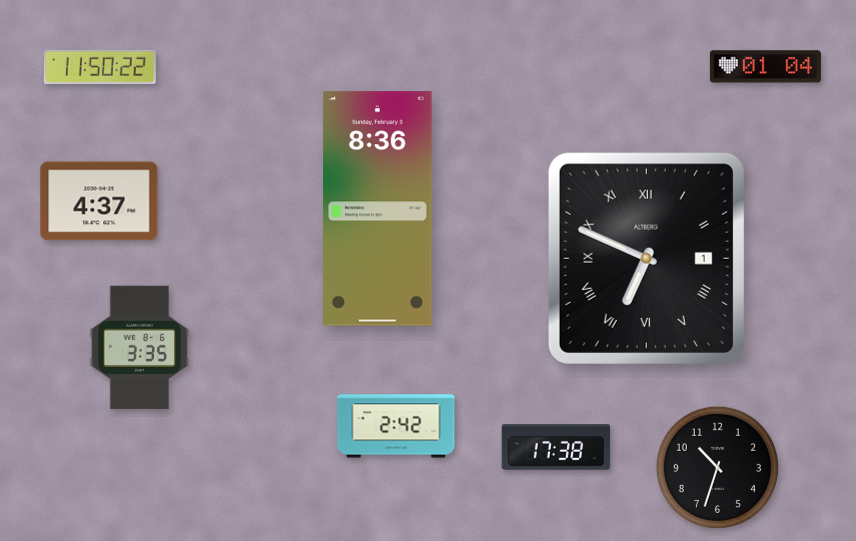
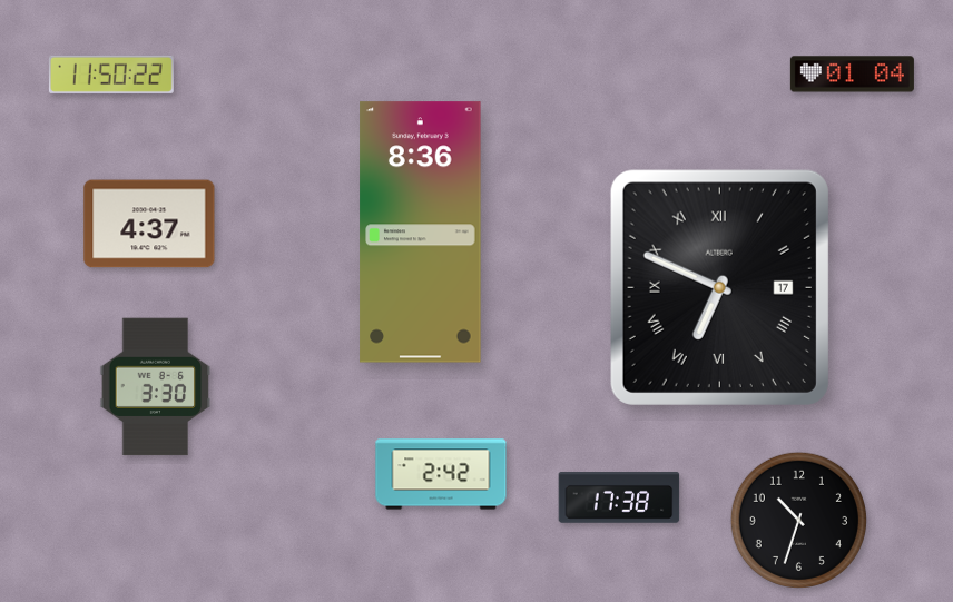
clock at (99, 201) position: (99, 201) -> (149, 224)
clock at (646, 258) date: 1 -> 17
clock at (140, 348): 3:35 -> 3:30
